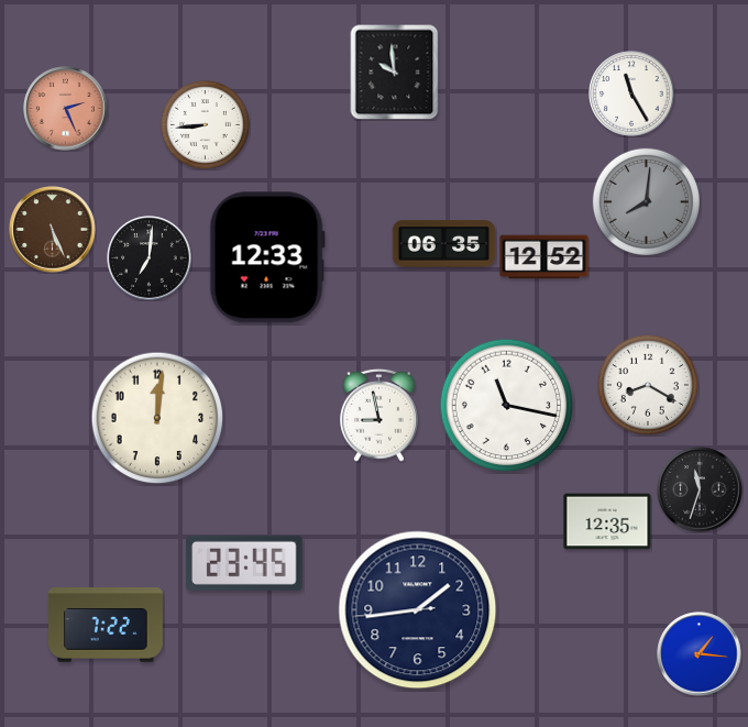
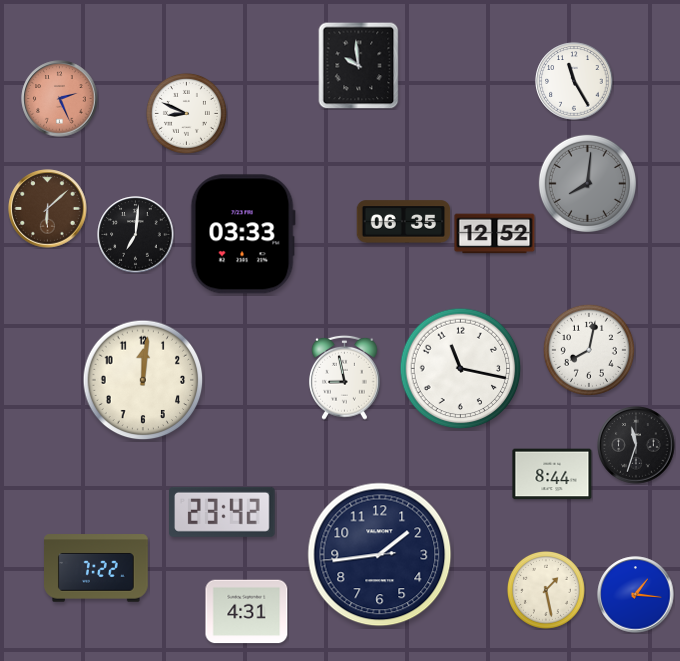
clock at (631, 93) position: (631, 93) -> (574, 81)
clock at (205, 124): 8:44 -> 8:49
clock at (53, 230): 5:26 -> 6:08
clock at (267, 257): 12:33 -> 03:33
clock at (648, 385): 8:20 -> 8:02
clock at (607, 521): 12:35 -> 8:44
clock at (245, 563): 23:45 -> 23:42
clock at (546, 590): none -> 1:28
clock at (247, 612): none -> 4:31
